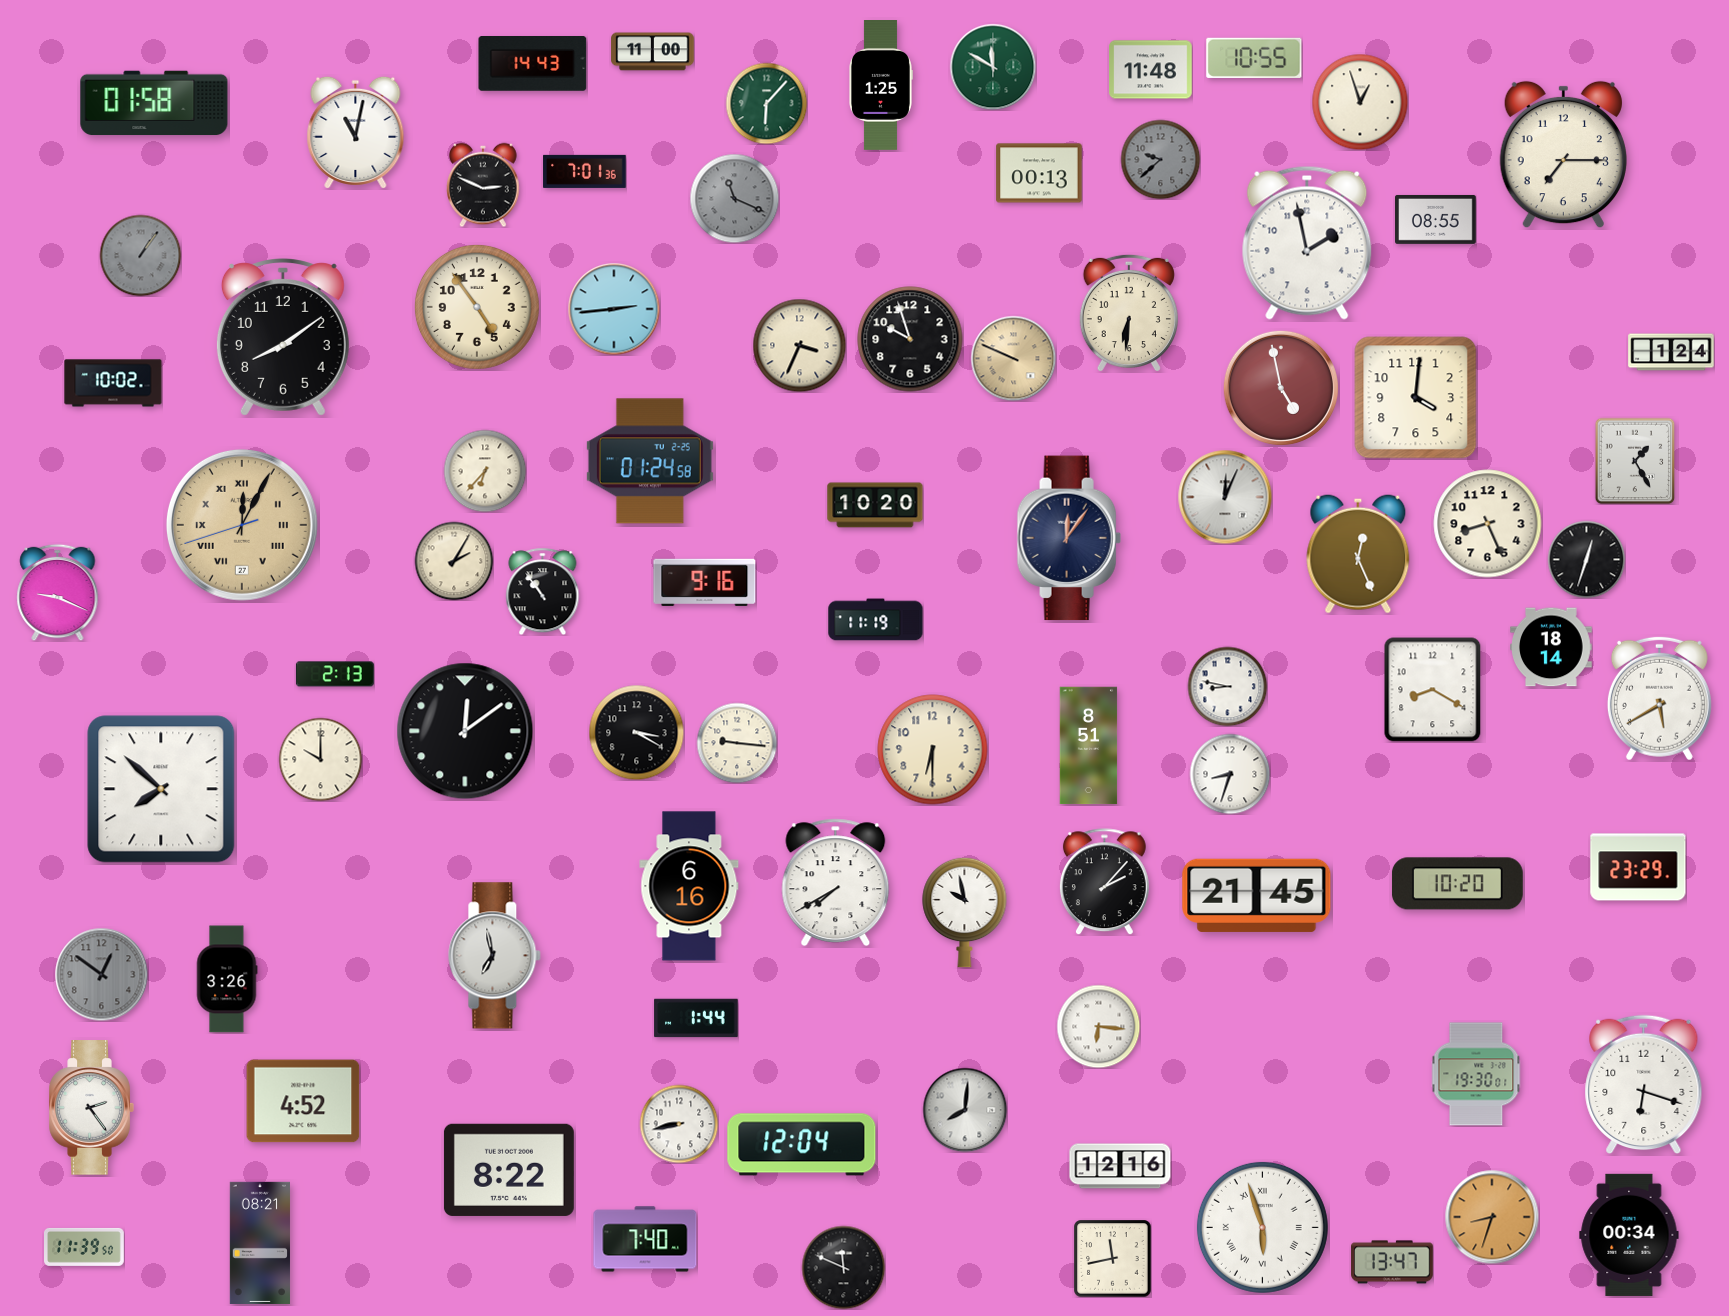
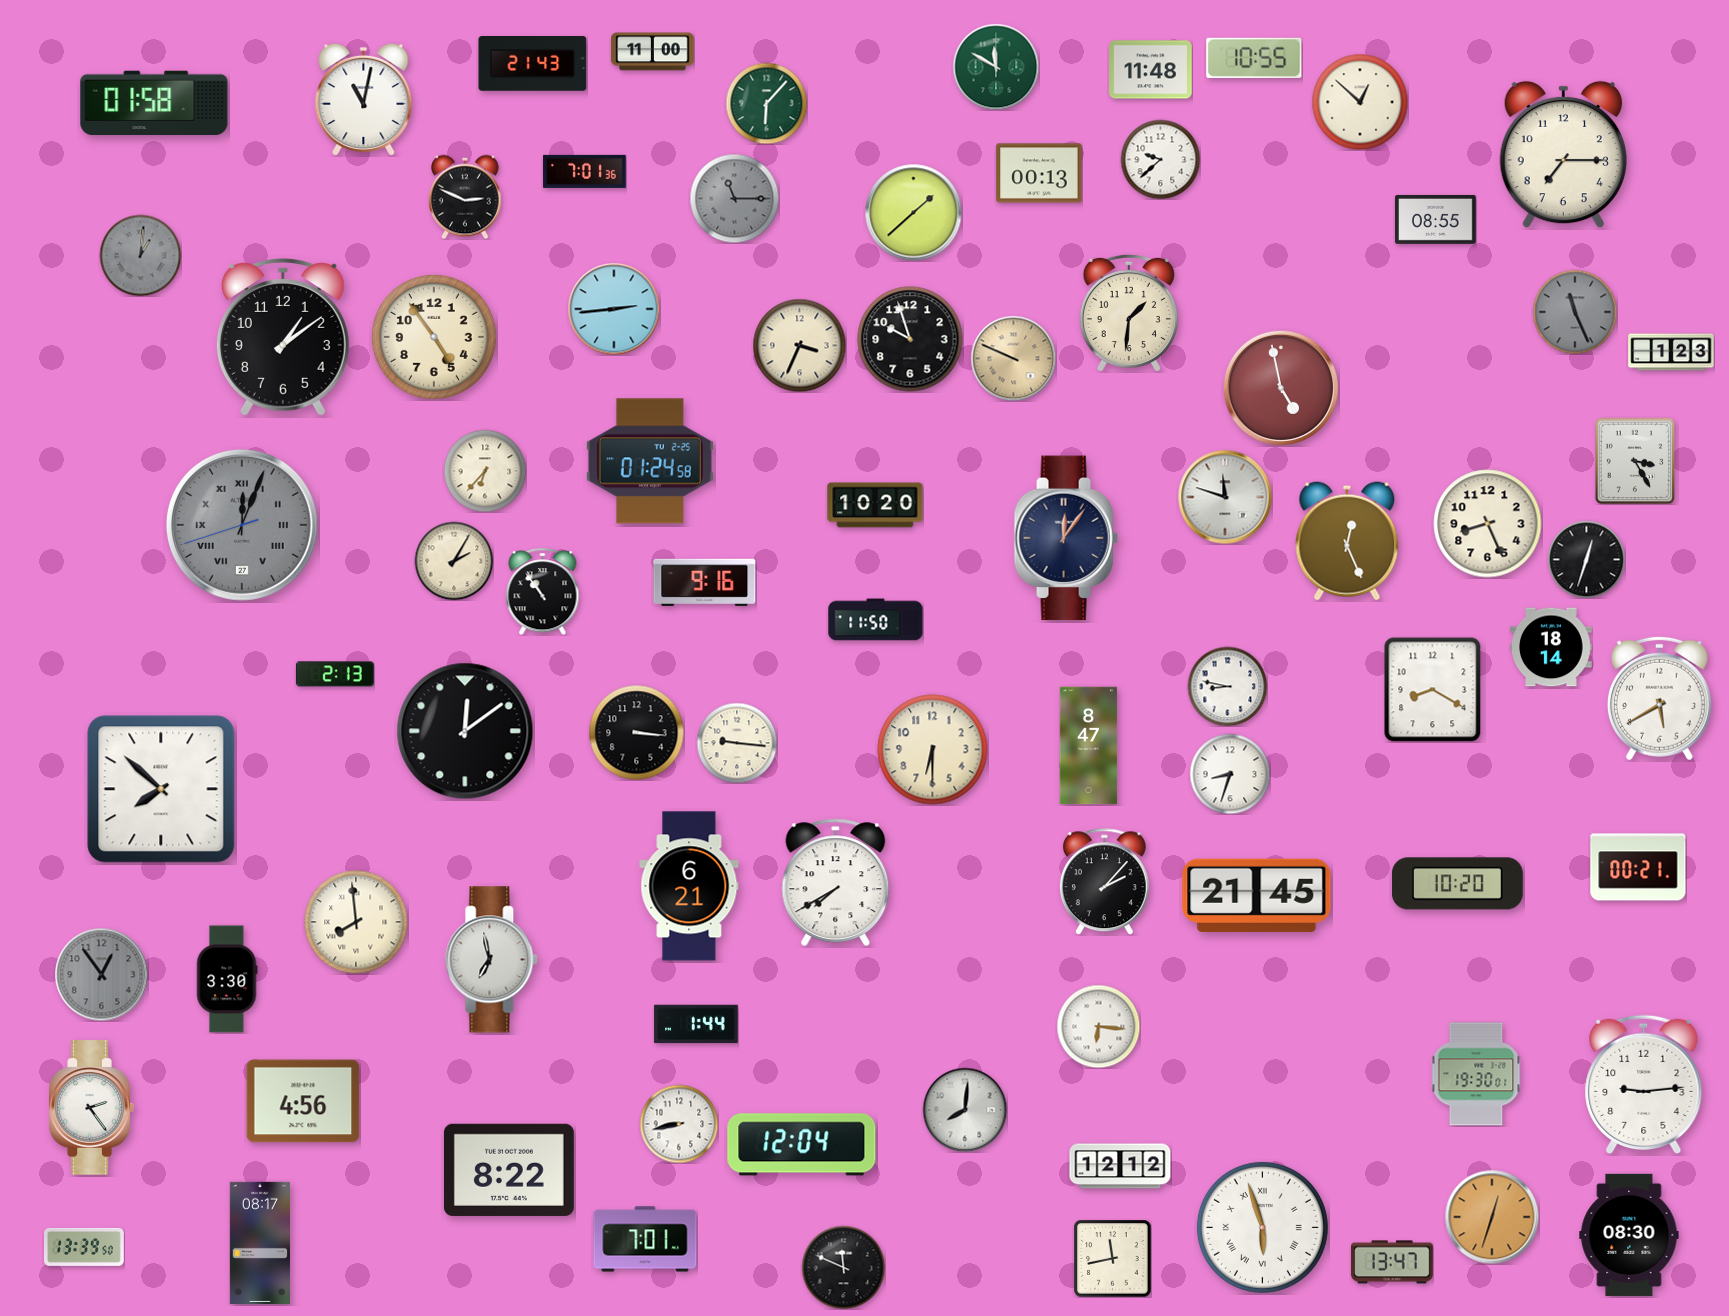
clock at (533, 64): 14:43 -> 21:43
clock at (993, 67) position: (993, 67) -> (996, 67)
clock at (881, 86): 1:25 -> none
clock at (1360, 102): 12:57 -> 12:52
clock at (356, 132) position: (356, 132) -> (364, 99)
clock at (1160, 159) dial: grey -> white
clock at (483, 185) position: (483, 185) -> (465, 197)
clock at (734, 198): 11:19 -> 11:15
clock at (914, 213): none -> 1:38
clock at (1307, 243): 1:58 -> none
clock at (140, 255): 1:06 -> 1:01
clock at (477, 307) position: (477, 307) -> (434, 337)
clock at (1575, 312): none -> 11:26
clock at (1129, 313): 6:31 -> 1:31
clock at (283, 337): 8:09 -> 1:09
clock at (1671, 352): 1:24 -> 1:23
clock at (113, 383): 10:02 -> none
clock at (1416, 398): 4:01 -> none
clock at (1635, 461): 1:25 -> 3:25
clock at (1225, 497): 12:04 -> 11:48
clock at (242, 525): 12:04 -> 12:03
clock at (242, 525) dial: champagne -> grey
clock at (1069, 538) position: (1069, 538) -> (1066, 538)
clock at (1358, 554) position: (1358, 554) -> (1347, 541)
clock at (58, 592): 9:19 -> none
clock at (876, 620): 11:19 -> 11:50
clock at (636, 732): 3:20 -> 3:16
clock at (1089, 746): 8:51 -> 8:47
clock at (320, 759): 10:00 -> none
clock at (1638, 867): 23:29 -> 00:21
clock at (689, 886): 6:16 -> 6:21
clock at (965, 912): 9:58 -> none
clock at (356, 922): none -> 7:59
clock at (495, 956) position: (495, 956) -> (492, 960)
clock at (101, 974): 12:51 -> 12:54
clock at (227, 979): 3:26 -> 3:30
clock at (696, 1018) position: (696, 1018) -> (696, 1024)
clock at (1644, 1085): 6:18 -> 9:14
clock at (303, 1101): 4:52 -> 4:56
clock at (1120, 1166): 12:16 -> 12:12
clock at (1492, 1217): 8:33 -> 12:33
clock at (1629, 1235): 00:34 -> 08:30
clock at (645, 1239): 7:40 -> 7:01
clock at (259, 1243): 08:21 -> 08:17
clock at (85, 1247): 11:39 -> 13:39
